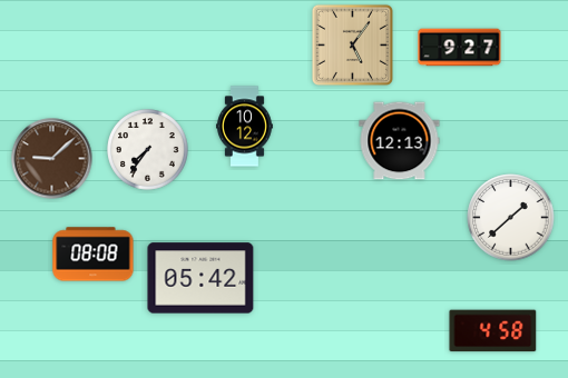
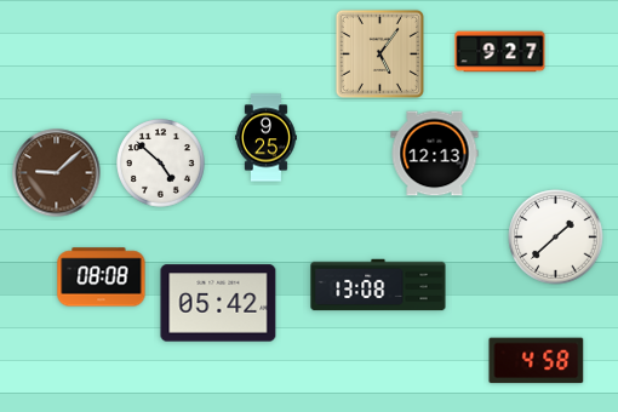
clock at (352, 44) position: (352, 44) -> (379, 53)
clock at (245, 127): 10:12 -> 9:25
clock at (148, 150): 7:36 -> 4:52
clock at (378, 285): none -> 13:08
